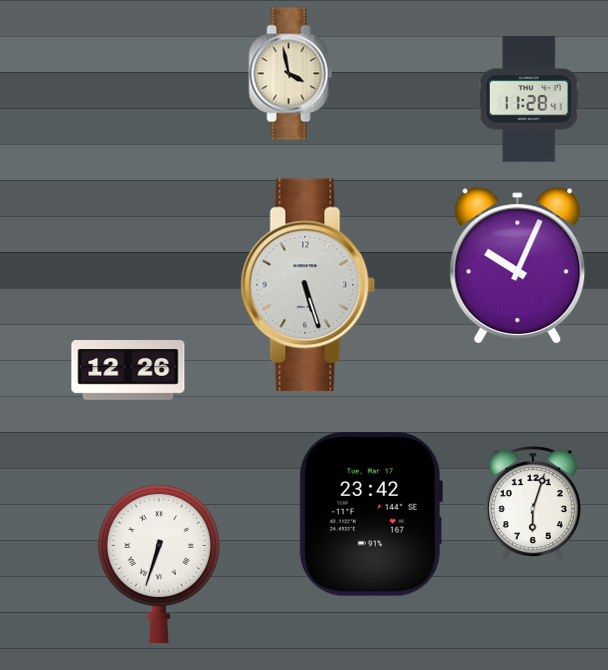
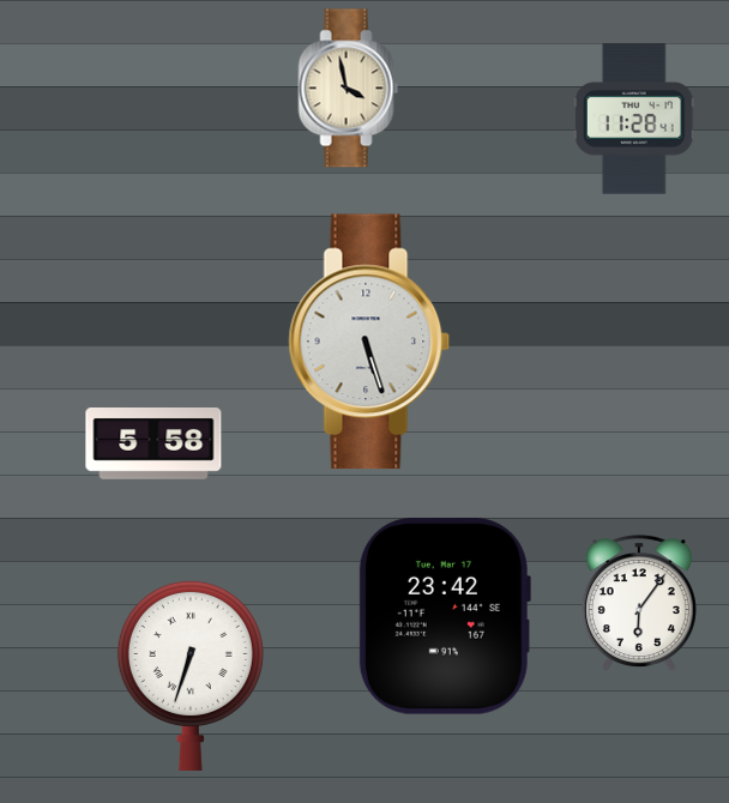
clock at (518, 265): 10:04 -> none
clock at (128, 371): 12:26 -> 5:58
clock at (533, 504): 6:03 -> 6:06
